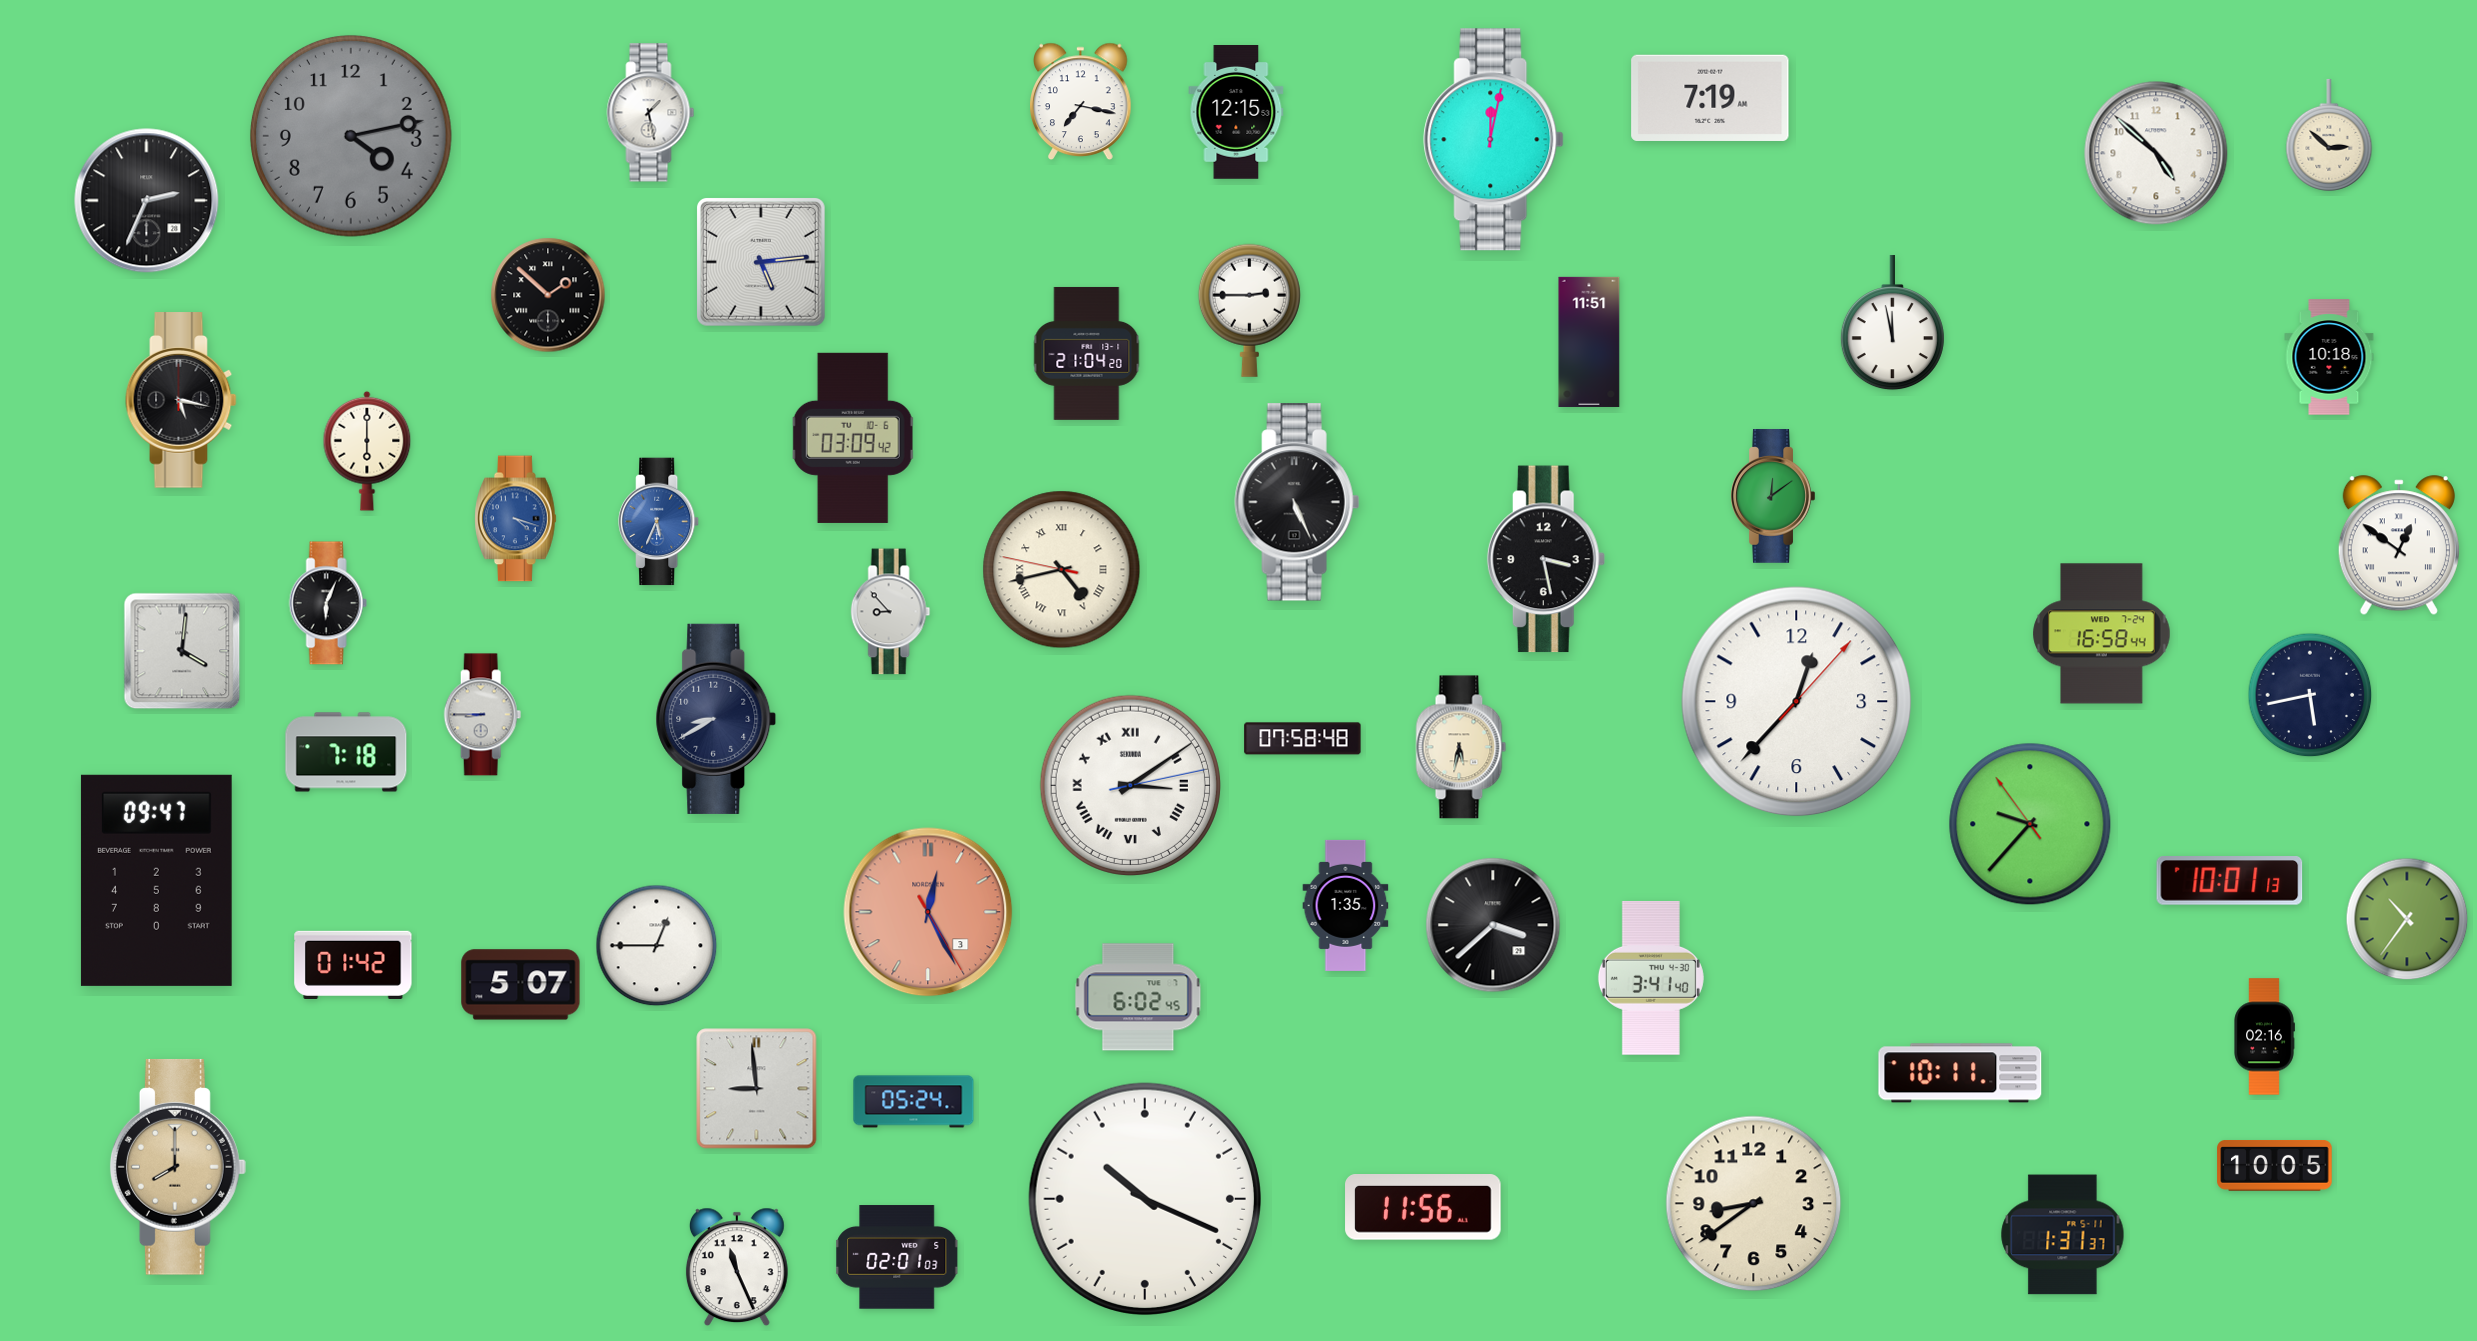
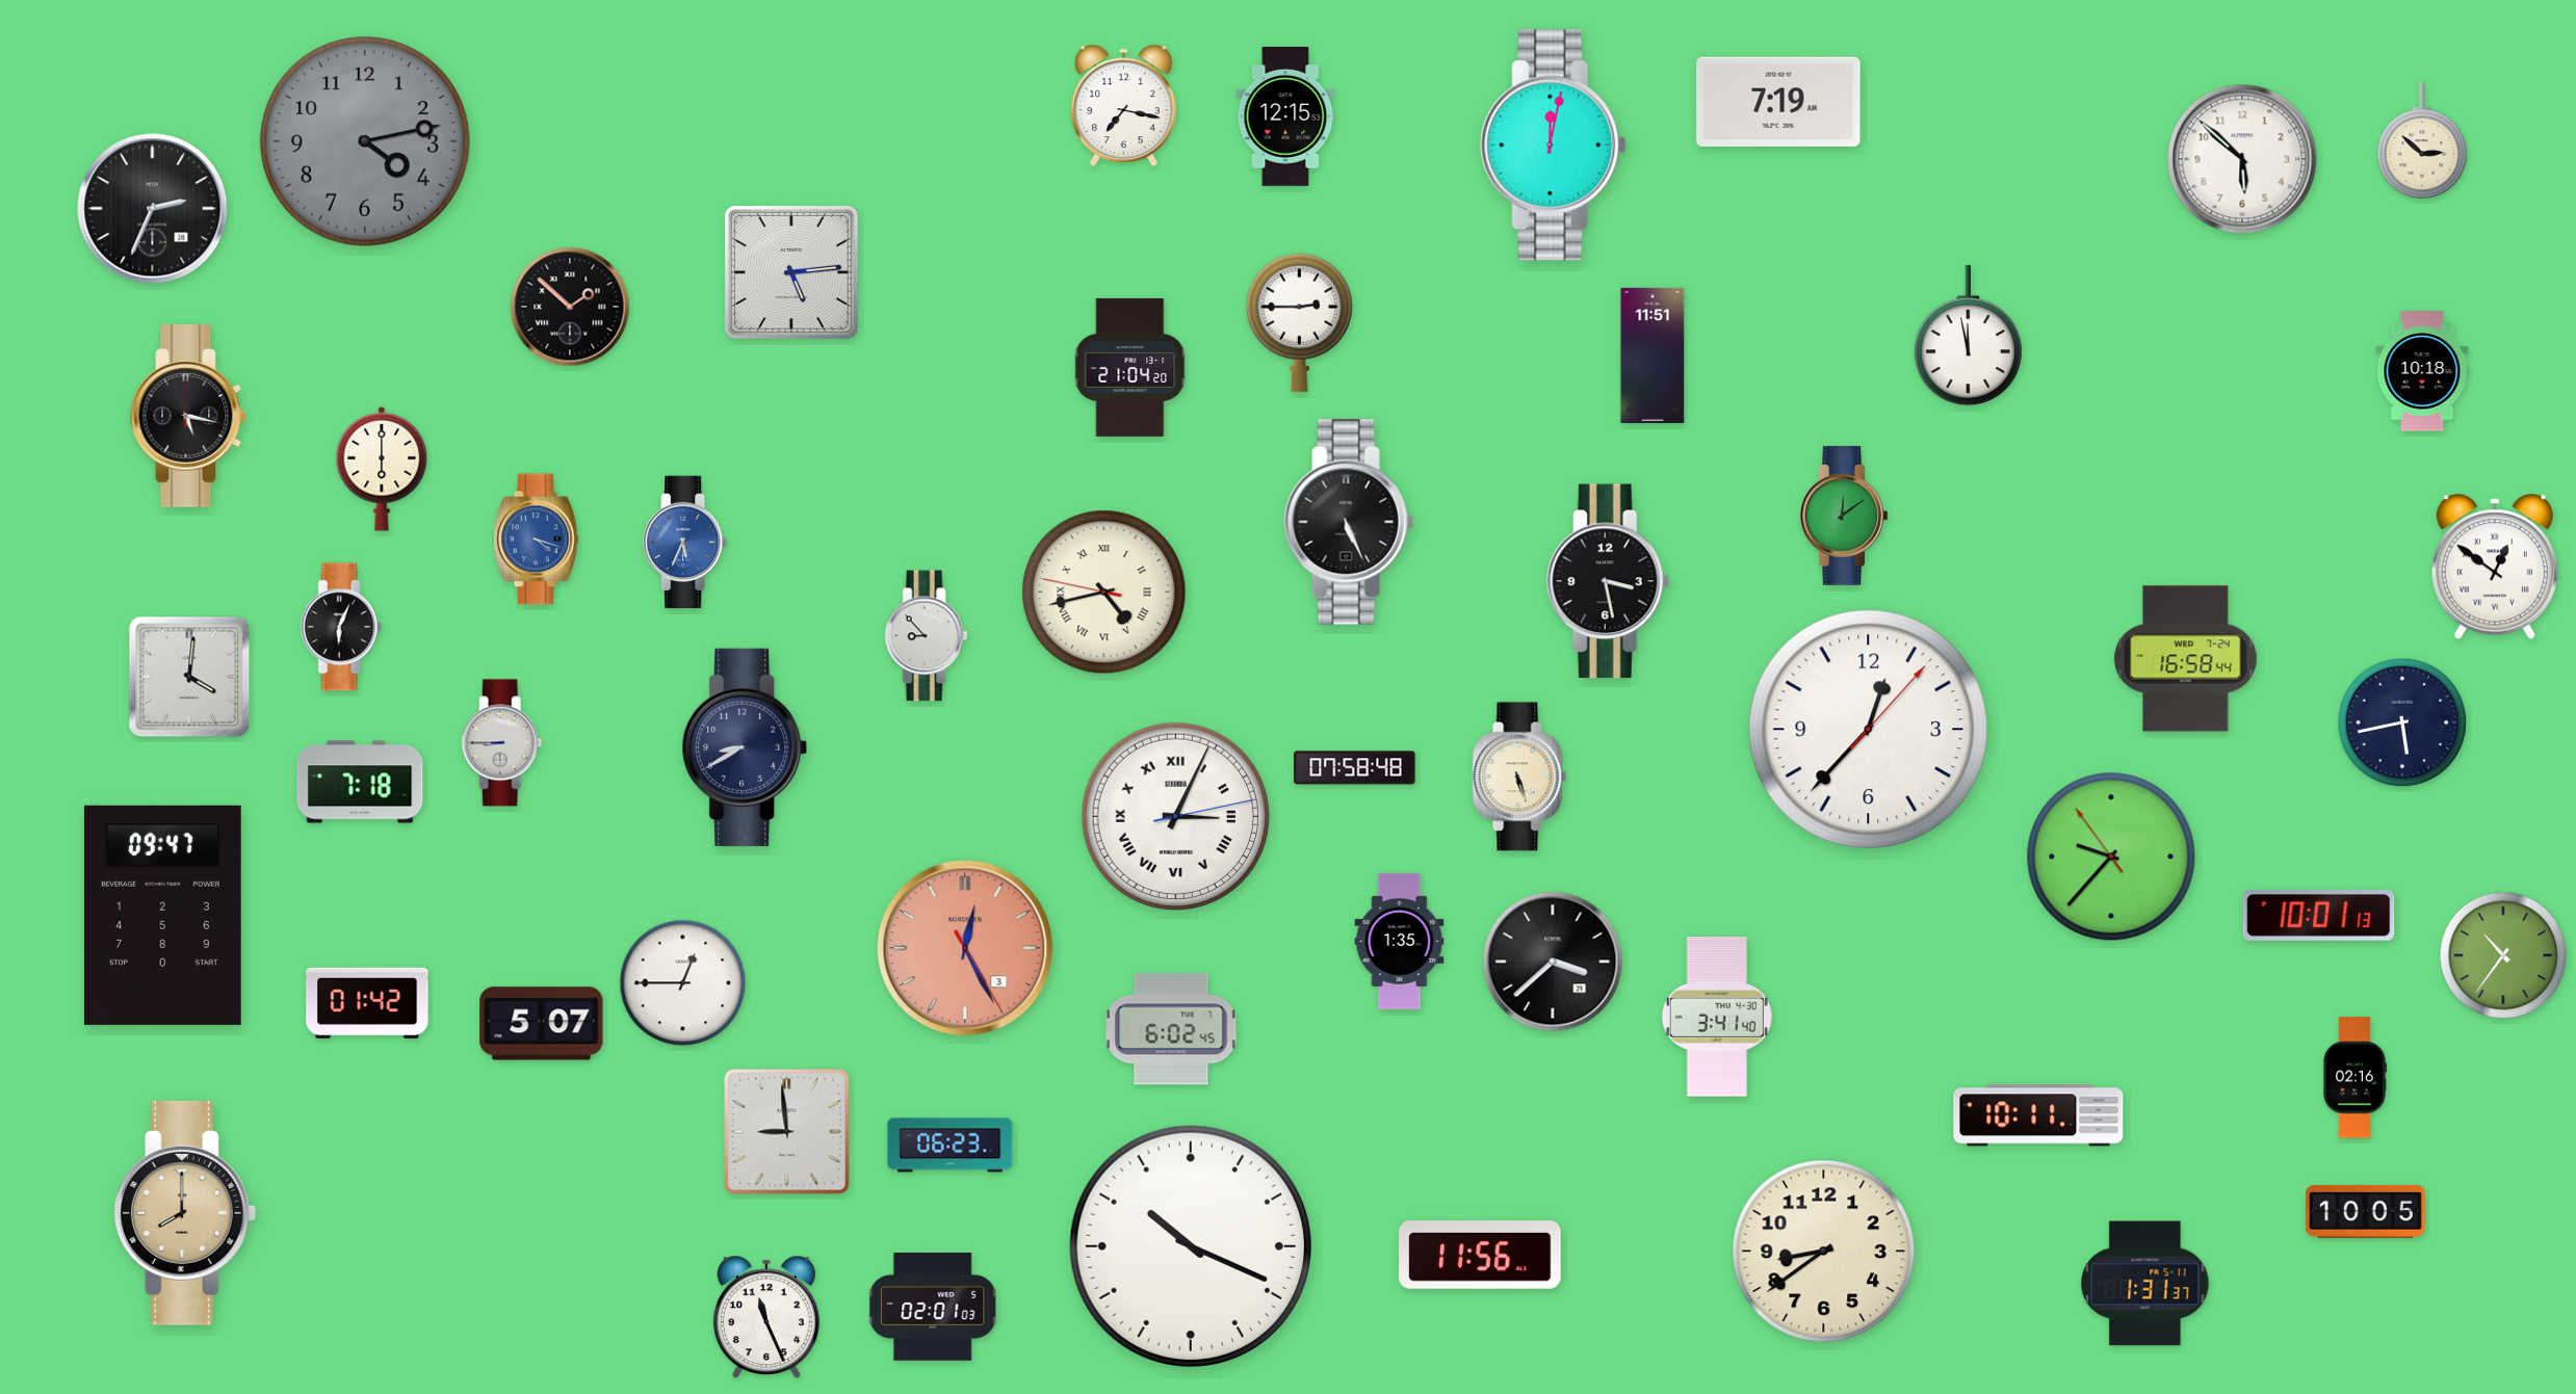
clock at (651, 113): 1:28 -> none
clock at (2156, 153): 4:52 -> 5:52
clock at (853, 438): 03:09 -> none
clock at (1461, 747): 5:32 -> 5:27
clock at (1130, 785): 3:09 -> 3:04
clock at (1138, 997) position: (1138, 997) -> (1171, 1029)
clock at (914, 1102): 05:24 -> 06:23
